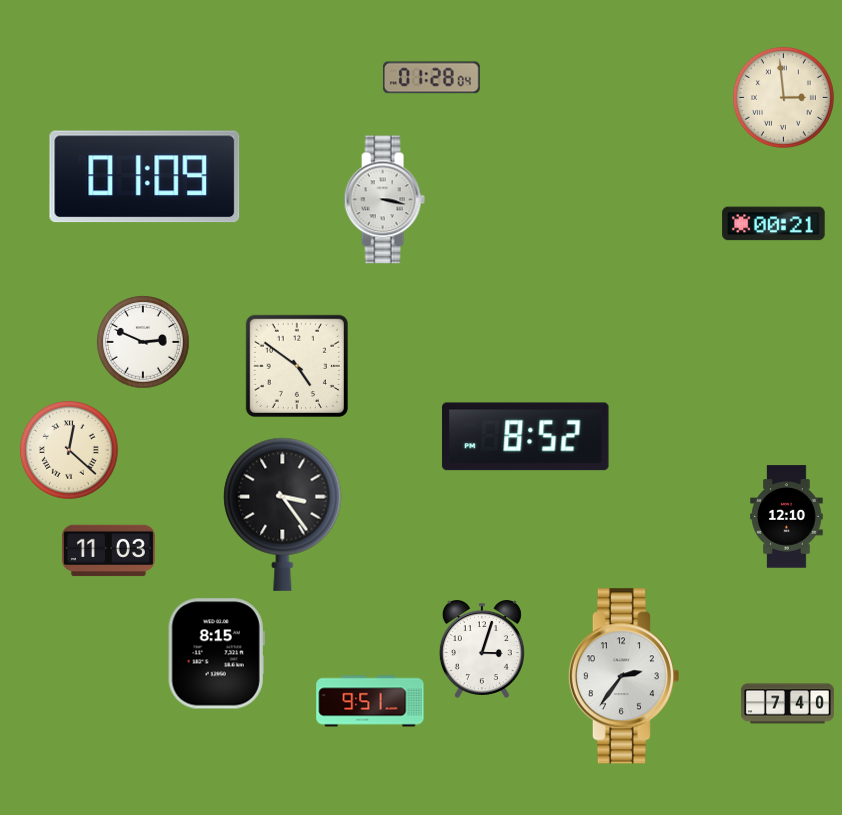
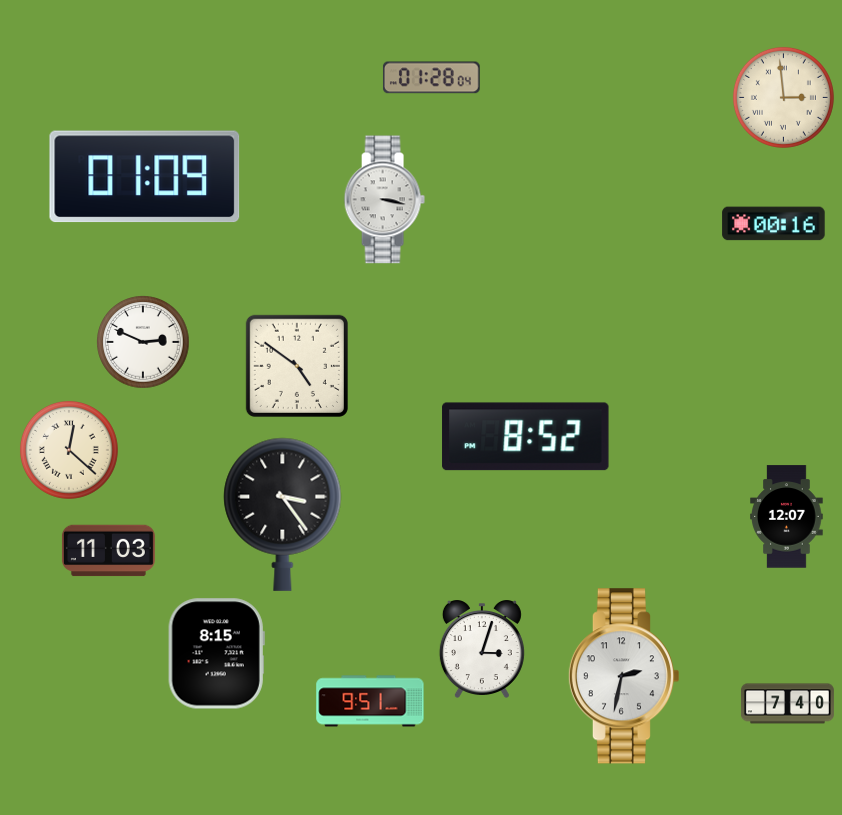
clock at (774, 224): 00:21 -> 00:16
clock at (787, 517): 12:10 -> 12:07
clock at (623, 676): 2:36 -> 2:32
